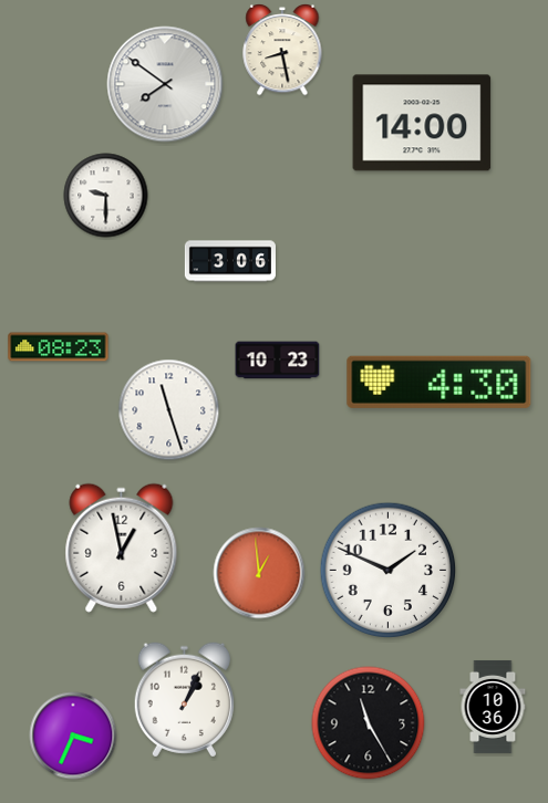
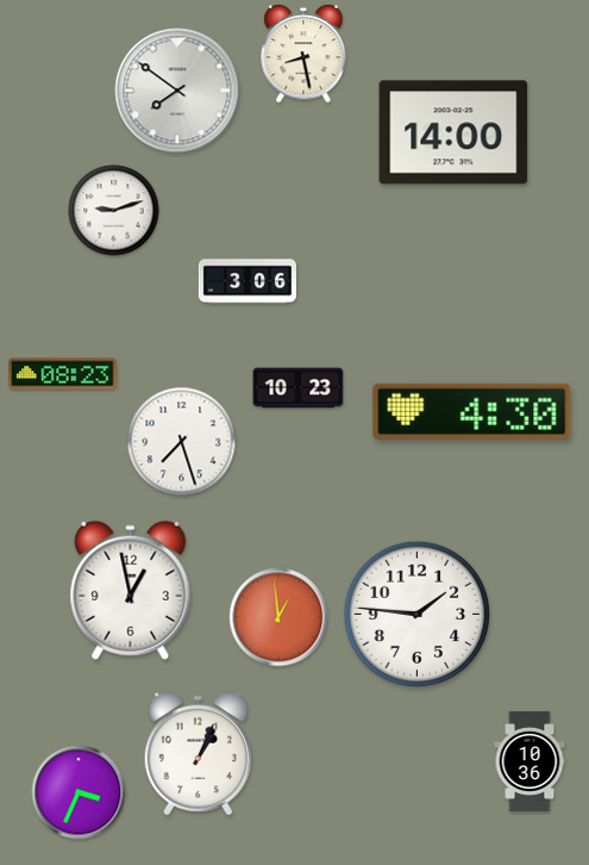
clock at (106, 196): 9:30 -> 9:12
clock at (169, 410): 11:27 -> 7:27
clock at (389, 571): 1:49 -> 1:46
clock at (369, 723): 11:25 -> none
